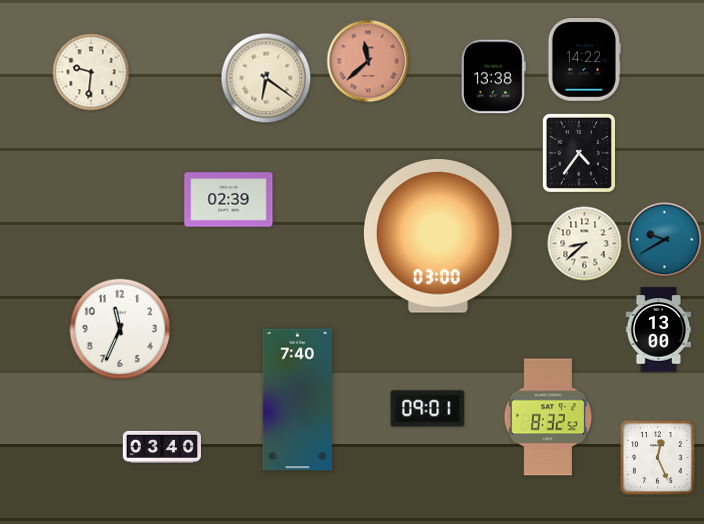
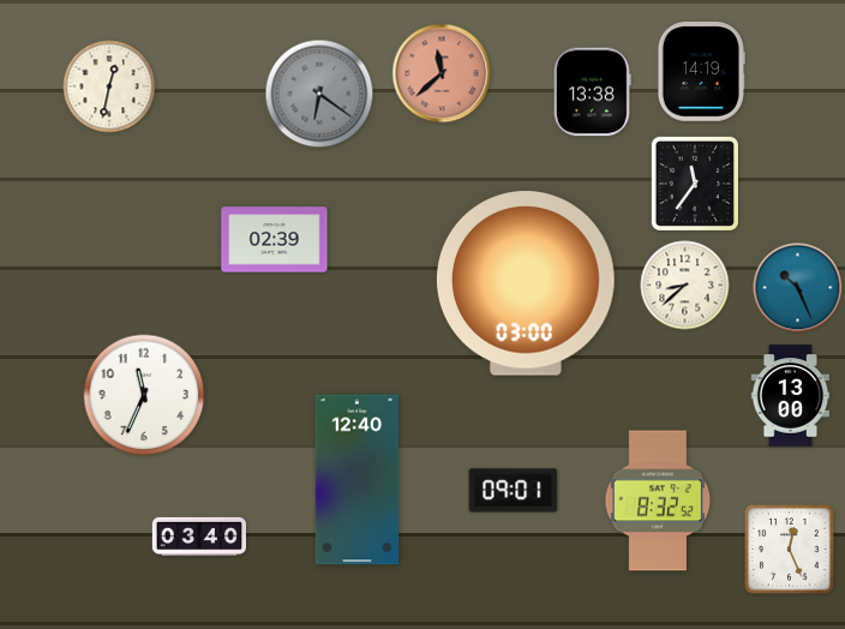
clock at (584, 60): 14:22 -> 14:19
clock at (91, 72): 9:31 -> 12:32
clock at (266, 78) dial: cream -> grey
clock at (579, 153): 4:36 -> 11:36
clock at (665, 240): 9:40 -> 10:26
clock at (585, 244) position: (585, 244) -> (685, 286)
clock at (298, 400): 7:40 -> 12:40
clock at (162, 447) position: (162, 447) -> (199, 537)
